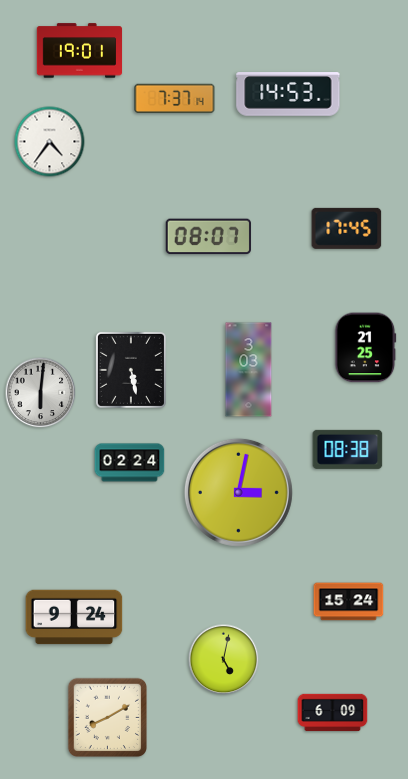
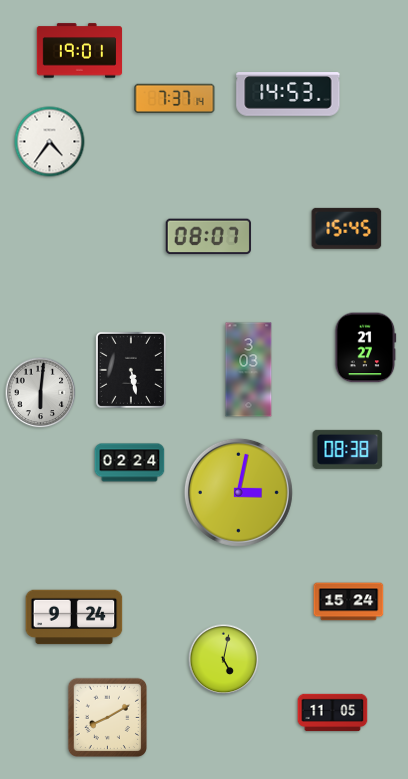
clock at (347, 228): 17:45 -> 15:45
clock at (366, 348): 21:25 -> 21:27
clock at (333, 713): 6:09 -> 11:05
